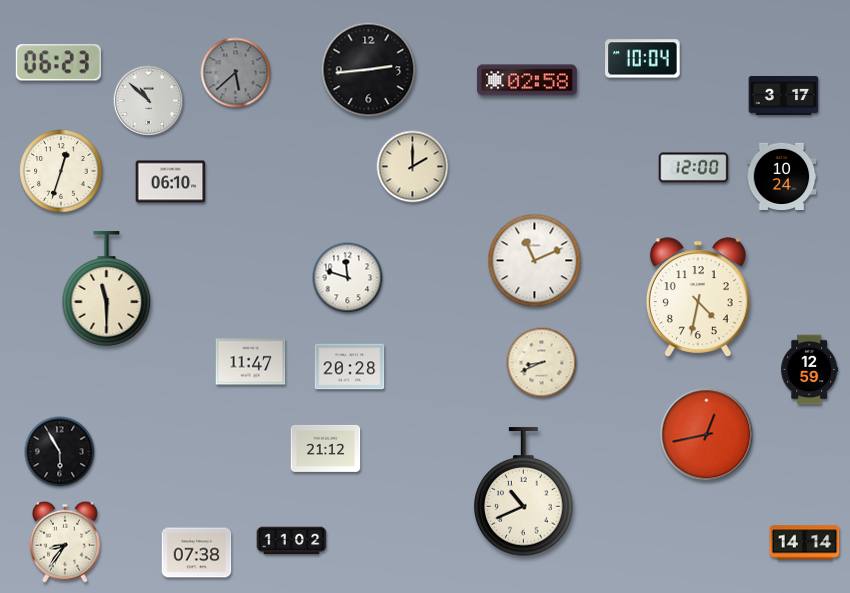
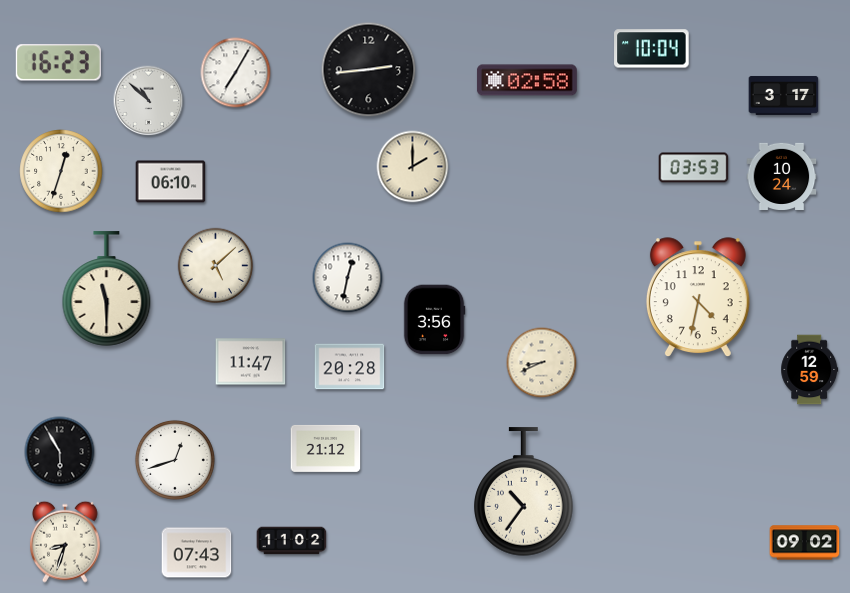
clock at (643, 59) position: (643, 59) -> (652, 49)
clock at (58, 63): 06:23 -> 16:23
clock at (236, 73): 5:38 -> 7:05
clock at (236, 73) dial: grey -> white
clock at (694, 168): 12:00 -> 03:53
clock at (535, 261): 11:11 -> none
clock at (216, 266): none -> 5:08
clock at (348, 278): 11:48 -> 12:32
clock at (434, 320): none -> 3:56
clock at (707, 435): 12:43 -> none
clock at (175, 460): none -> 12:42
clock at (524, 492): 10:41 -> 10:36
clock at (65, 542): 8:36 -> 8:33
clock at (805, 543): 14:14 -> 09:02
clock at (197, 553): 07:38 -> 07:43
